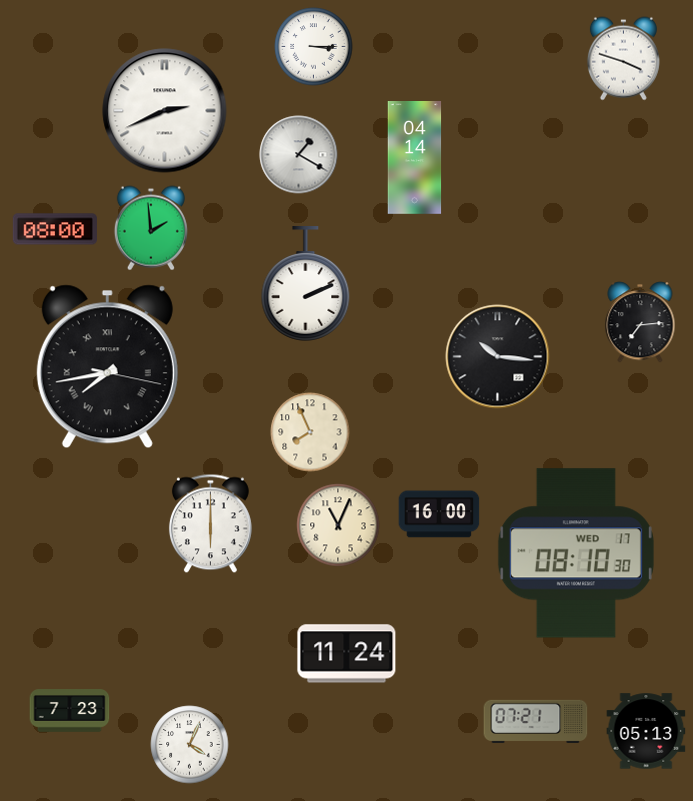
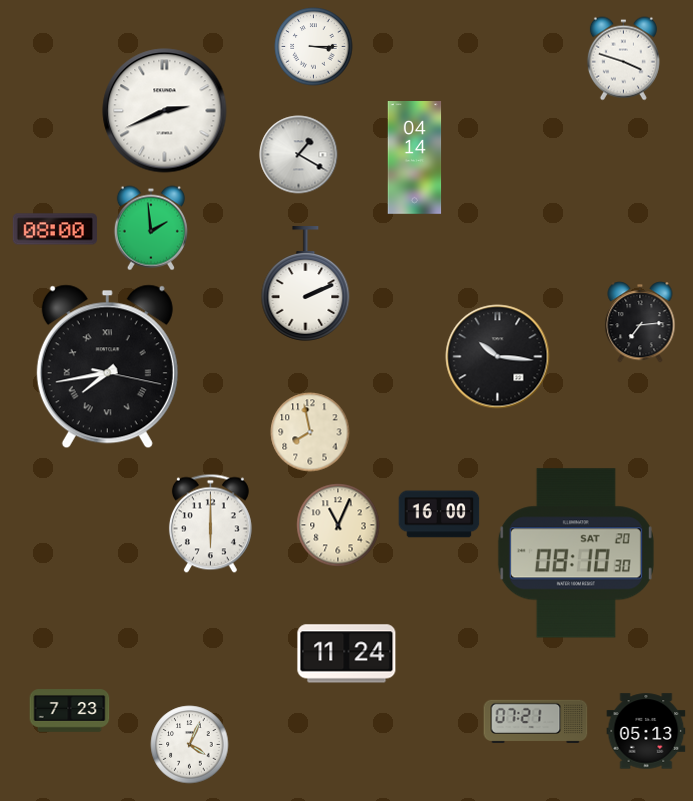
clock at (310, 432): 7:56 -> 7:58
clock at (576, 553) date: WED 17 -> SAT 20
